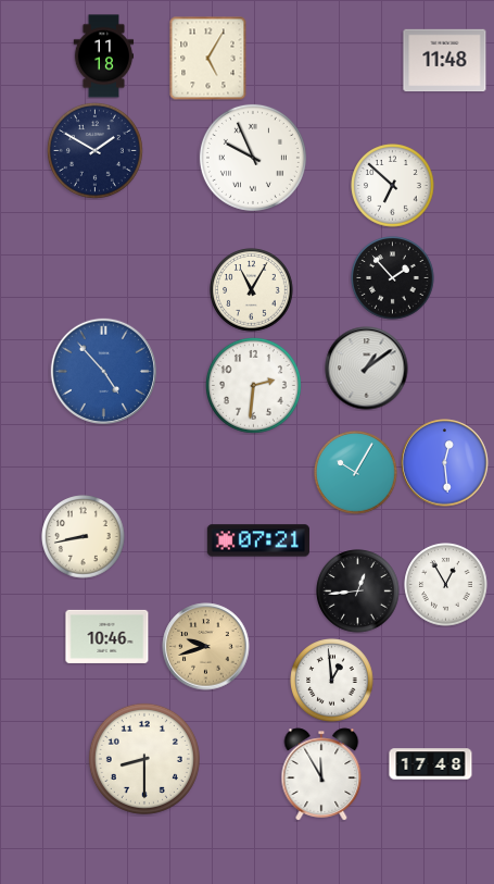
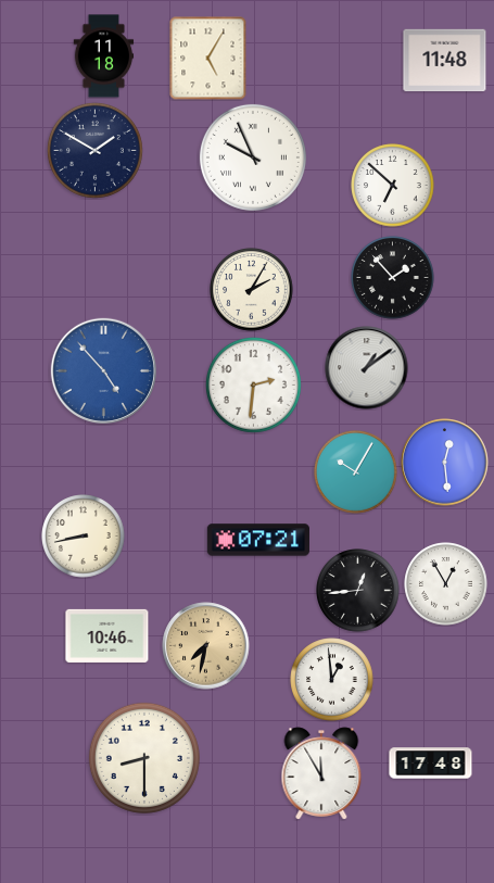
clock at (252, 290): 11:05 -> 2:05
clock at (206, 647): 9:42 -> 7:32
